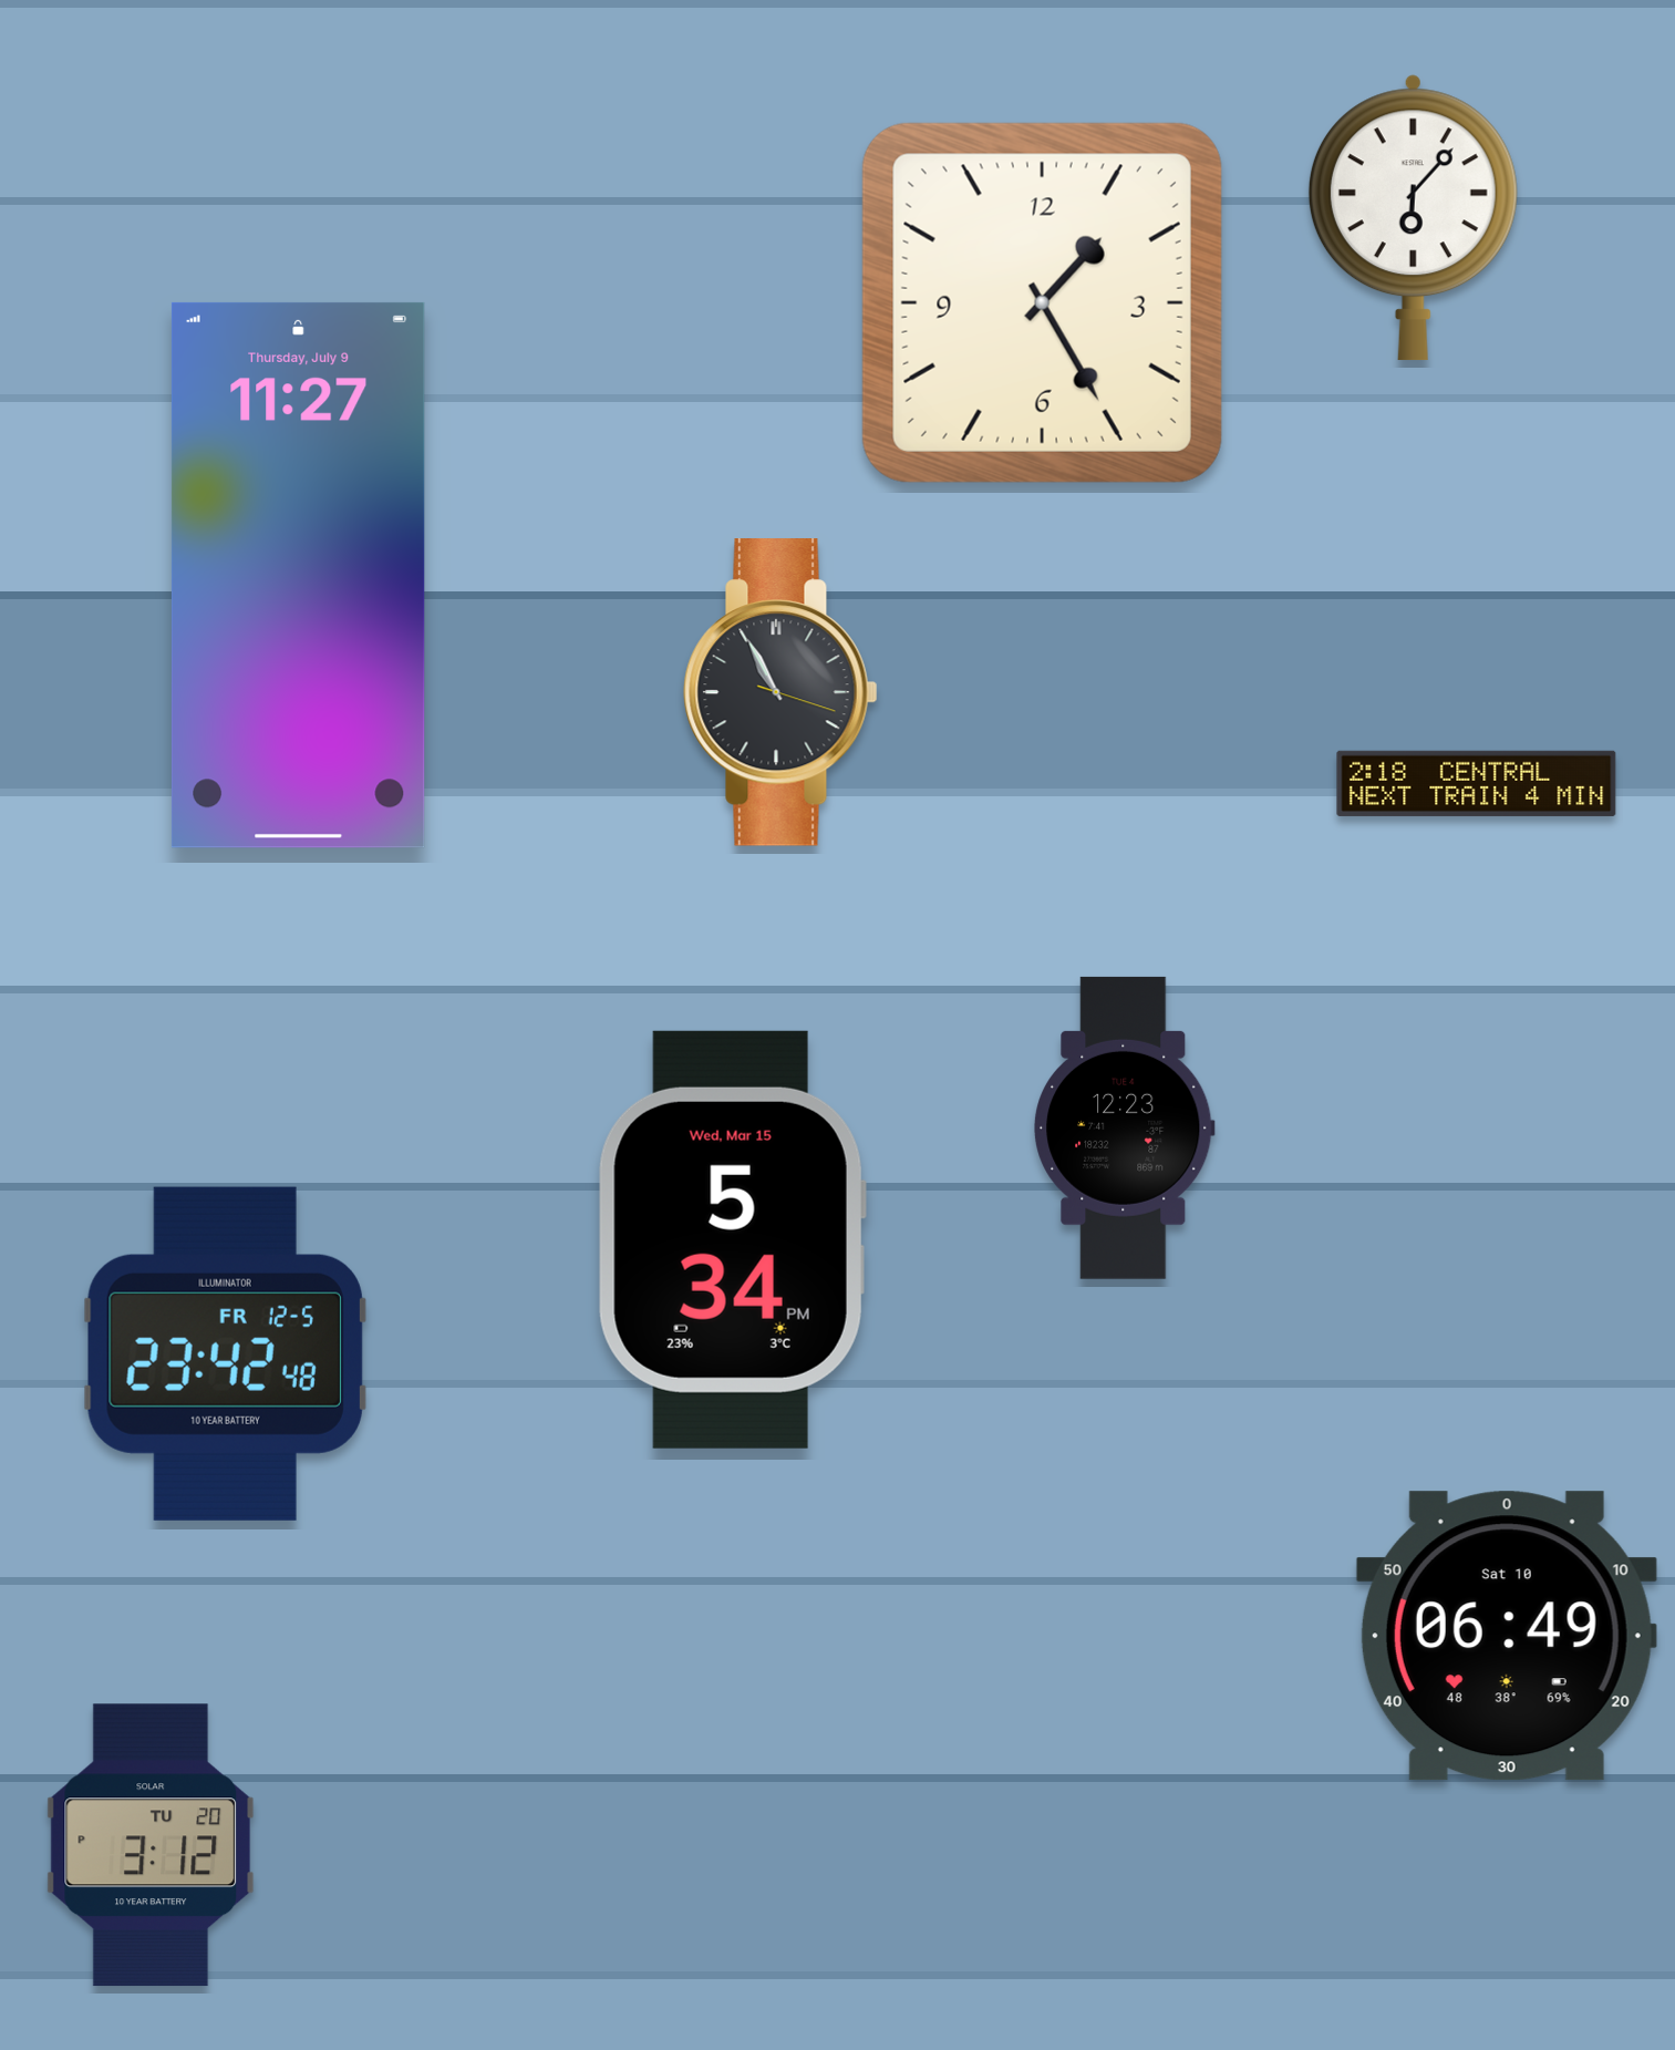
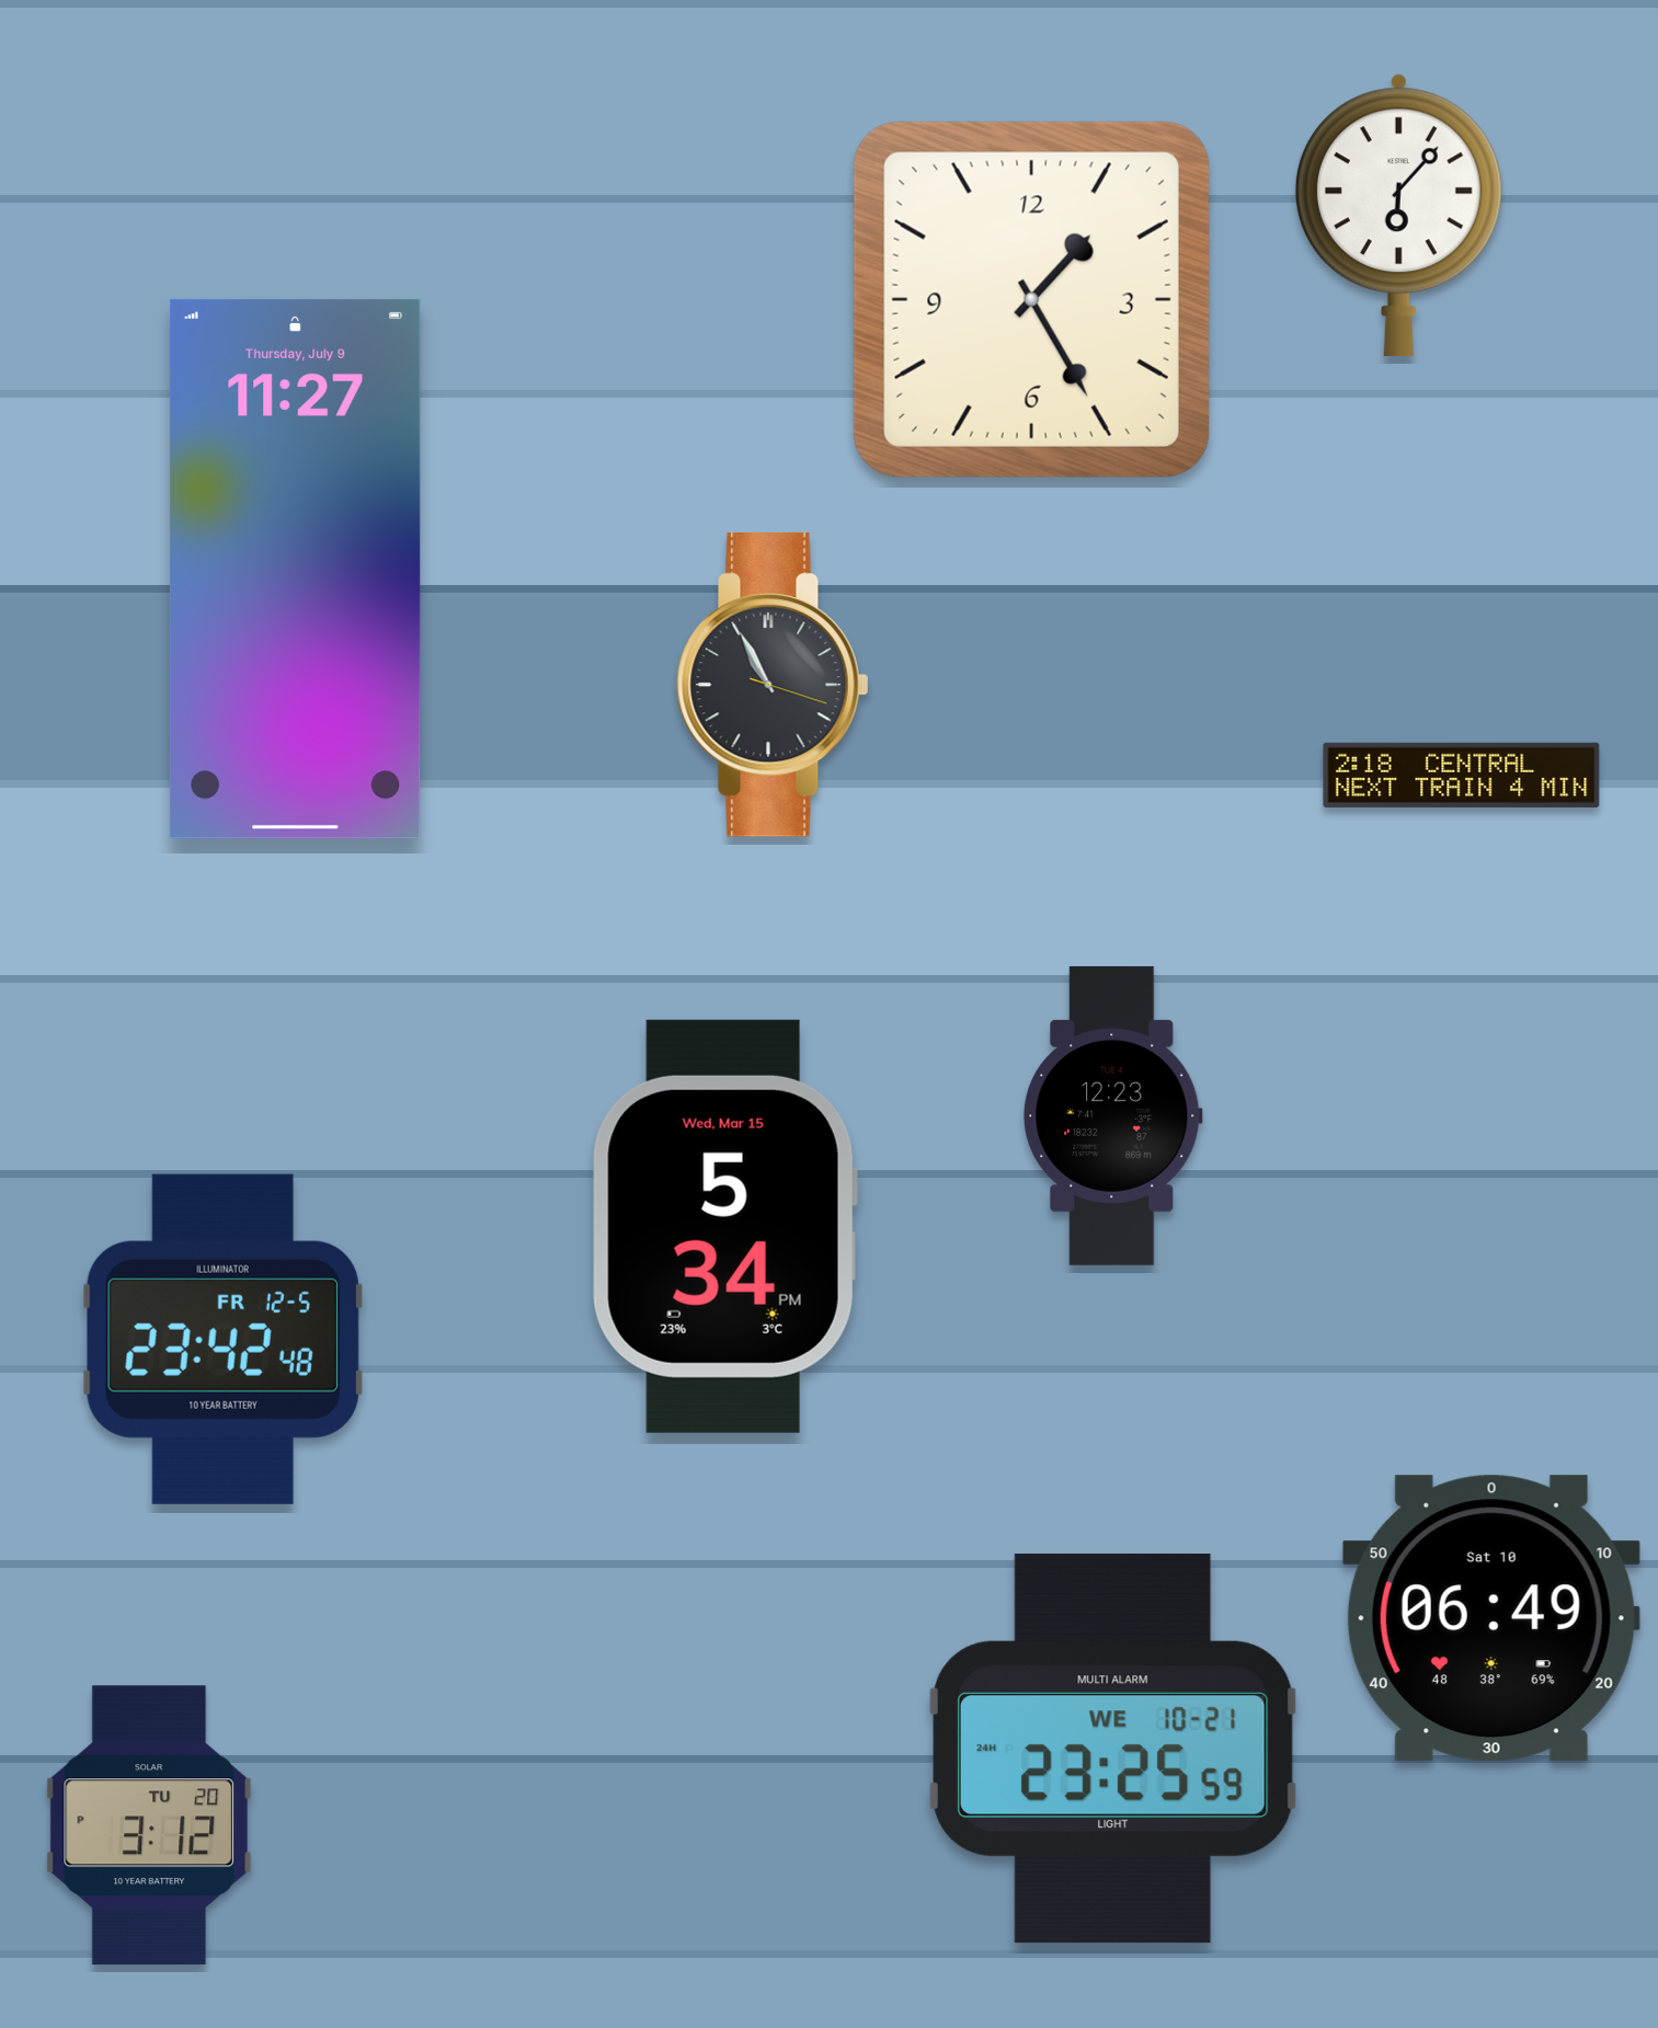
clock at (1114, 1749): none -> 23:25
